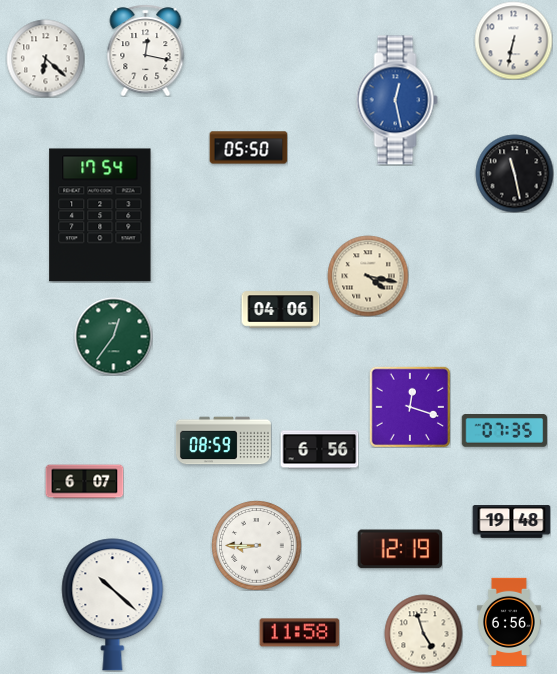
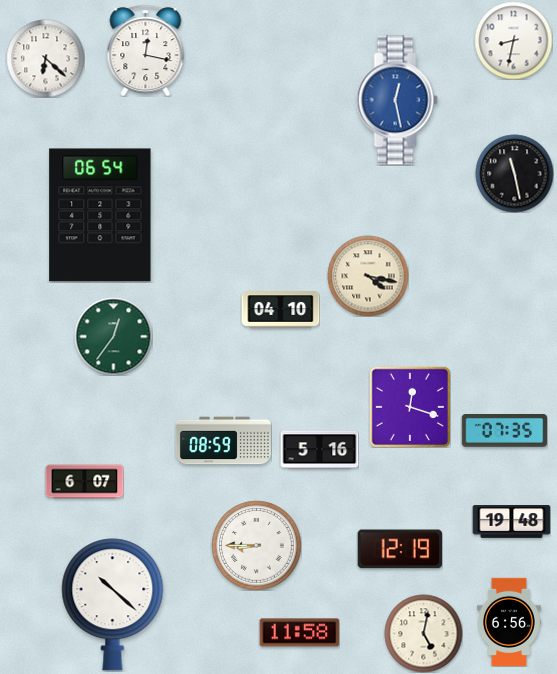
clock at (513, 40): 6:32 -> 8:32
clock at (248, 148): 05:50 -> none
clock at (100, 215): 17:54 -> 06:54
clock at (280, 310): 04:06 -> 04:10
clock at (319, 450): 6:56 -> 5:16
clock at (423, 633): 4:57 -> 5:02
